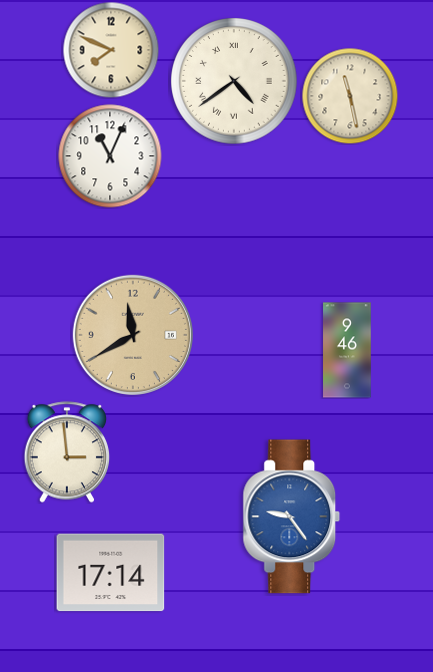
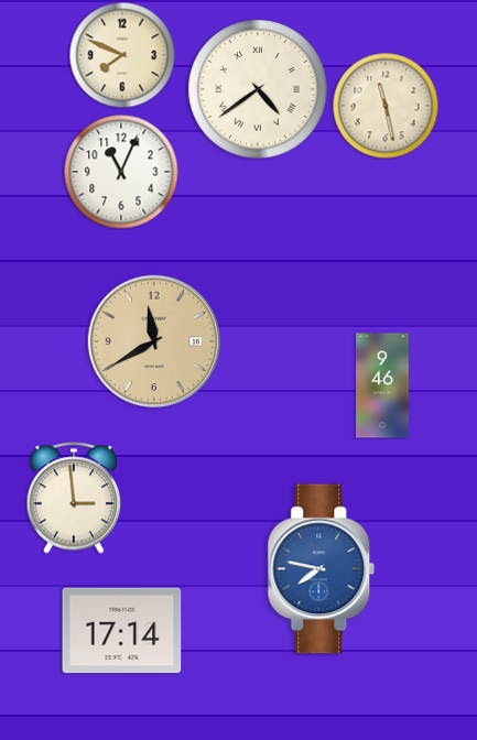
clock at (133, 335) position: (133, 335) -> (154, 341)
clock at (292, 517): 9:24 -> 7:47
